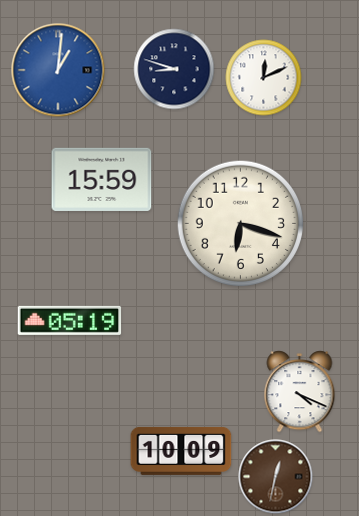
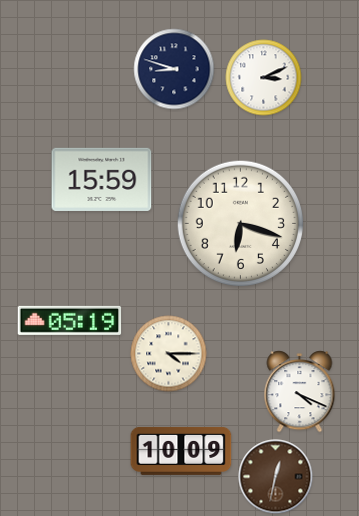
clock at (58, 70): 1:01 -> none
clock at (264, 78): 12:11 -> 3:11
clock at (169, 354): none -> 4:15
